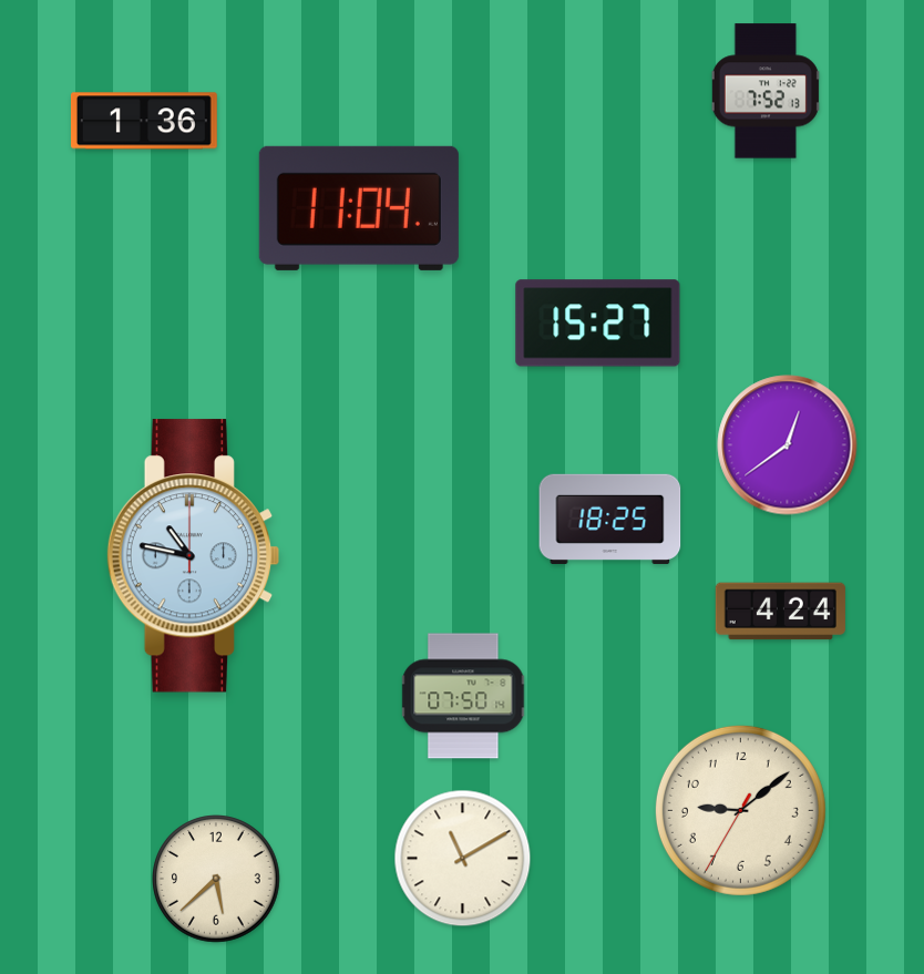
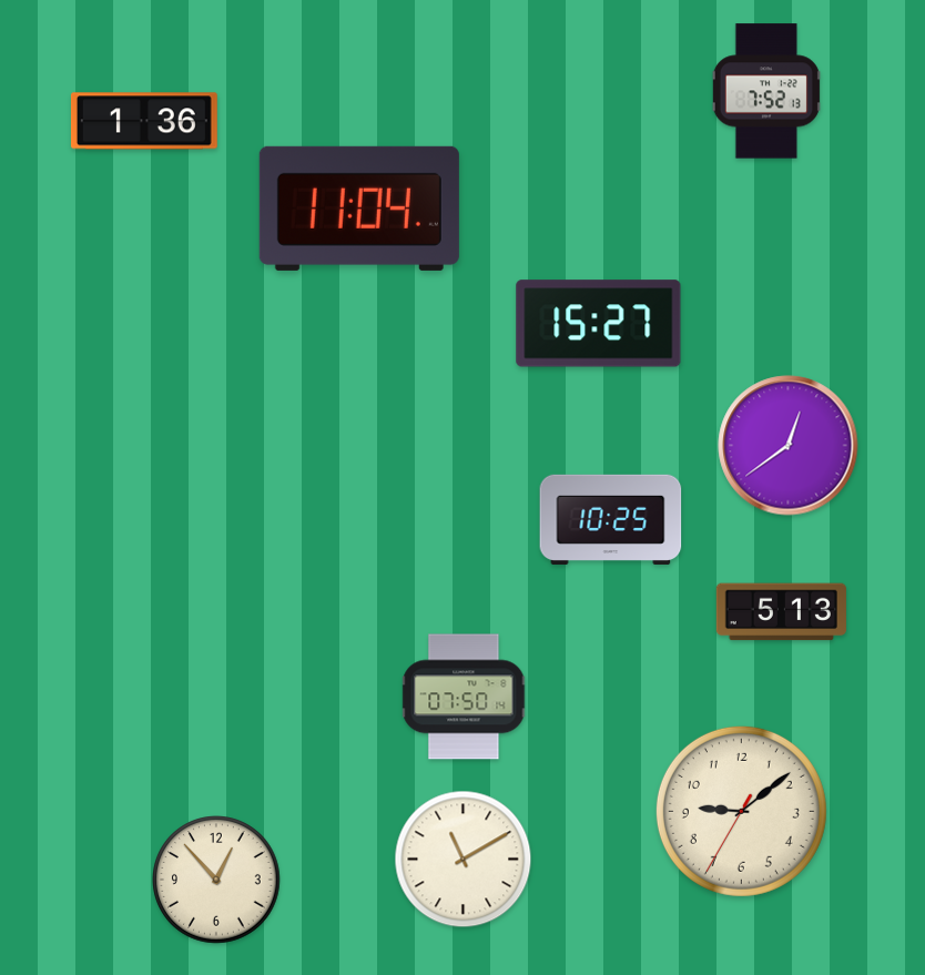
clock at (610, 519): 18:25 -> 10:25
clock at (194, 556): 10:47 -> none
clock at (780, 612): 4:24 -> 5:13
clock at (216, 879): 5:38 -> 12:53
